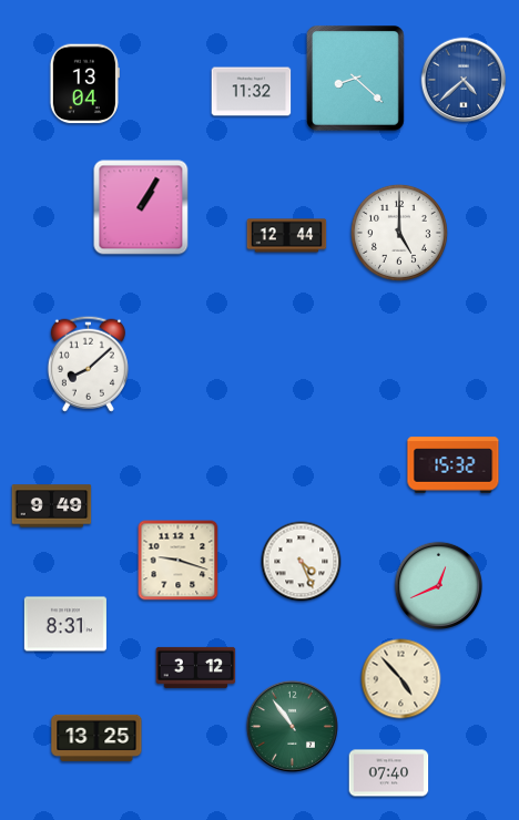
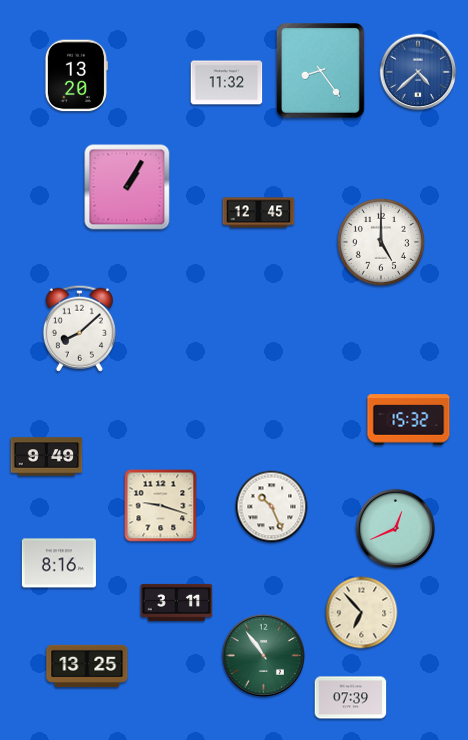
clock at (356, 79): 8:22 -> 8:24
clock at (84, 84): 13:04 -> 13:20
clock at (399, 233) position: (399, 233) -> (381, 242)
clock at (287, 236): 12:44 -> 12:45
clock at (302, 562): 4:26 -> 10:26
clock at (65, 624): 8:31 -> 8:16
clock at (196, 667): 3:12 -> 3:11
clock at (401, 679): 4:53 -> 6:53
clock at (389, 773): 07:40 -> 07:39
